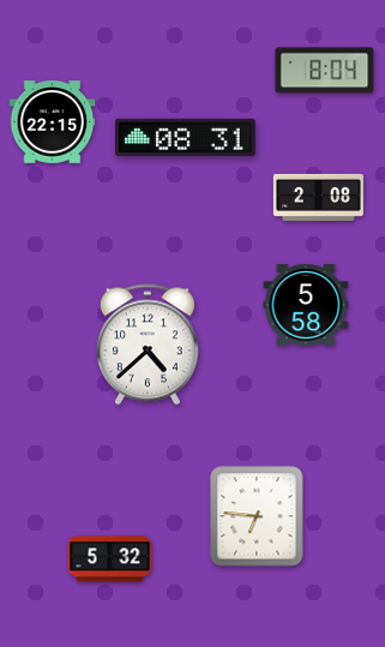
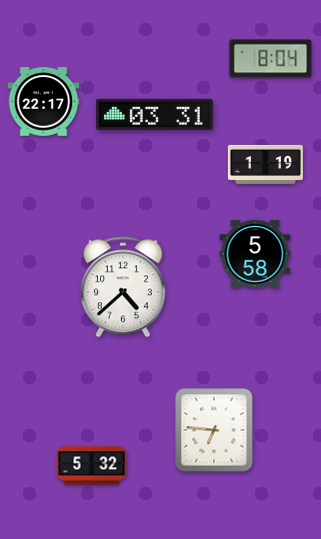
clock at (53, 122): 22:15 -> 22:17
clock at (185, 137): 08:31 -> 03:31
clock at (318, 197): 2:08 -> 1:19
